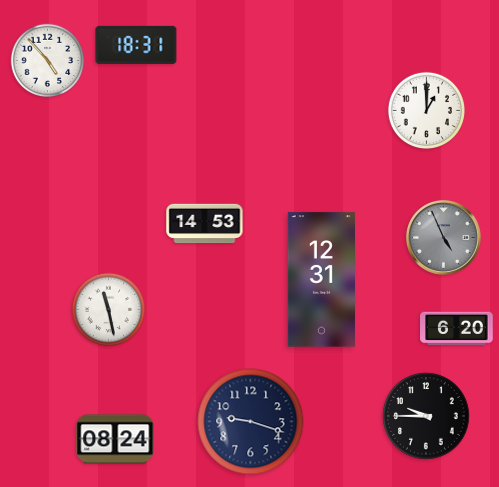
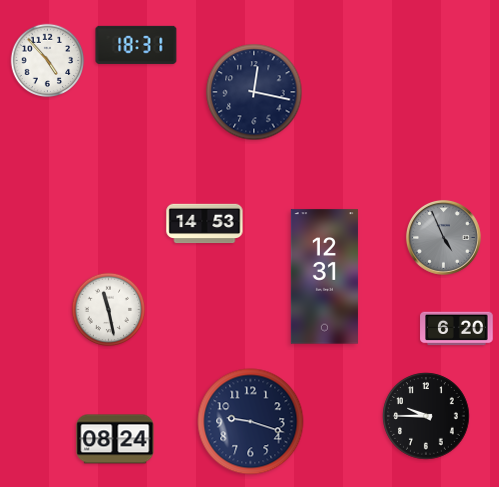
clock at (254, 92): none -> 12:17
clock at (426, 110): 1:00 -> none
clock at (321, 280) position: (321, 280) -> (324, 277)
